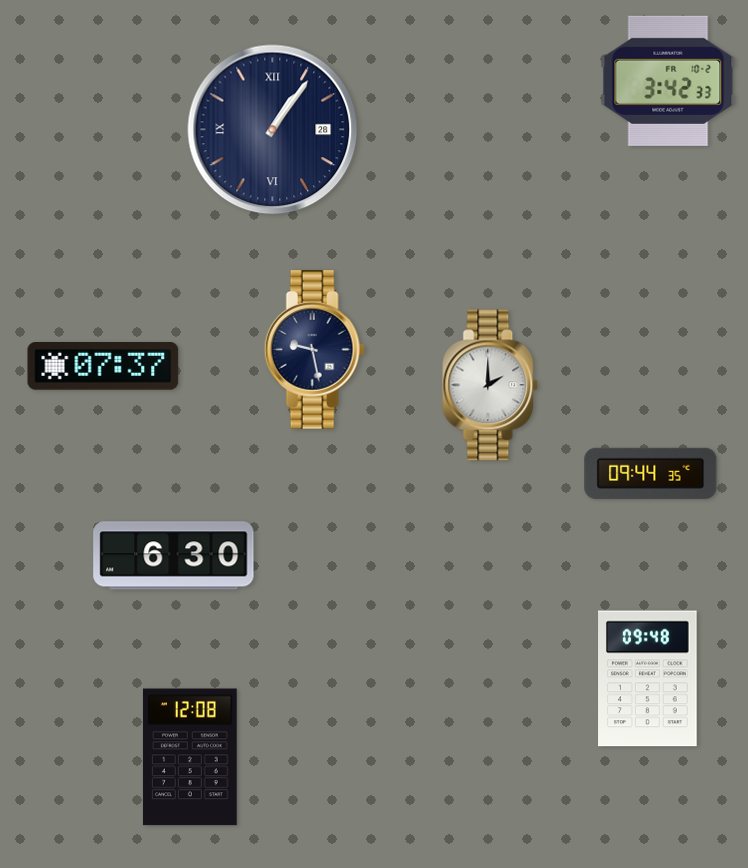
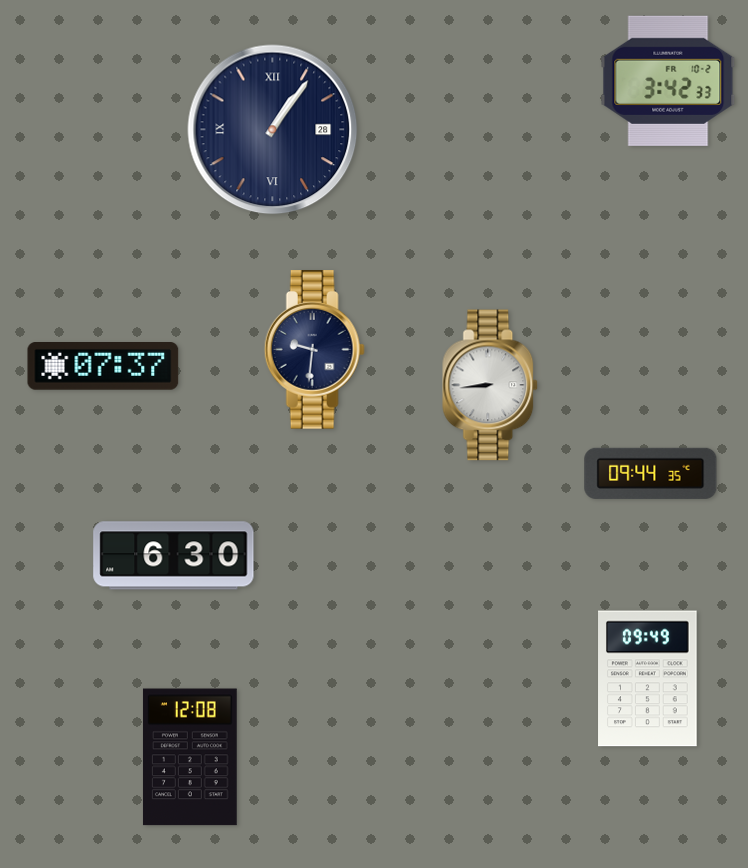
clock at (314, 350): 9:28 -> 9:31
clock at (491, 385): 2:00 -> 8:44
clock at (648, 679): 09:48 -> 09:49
